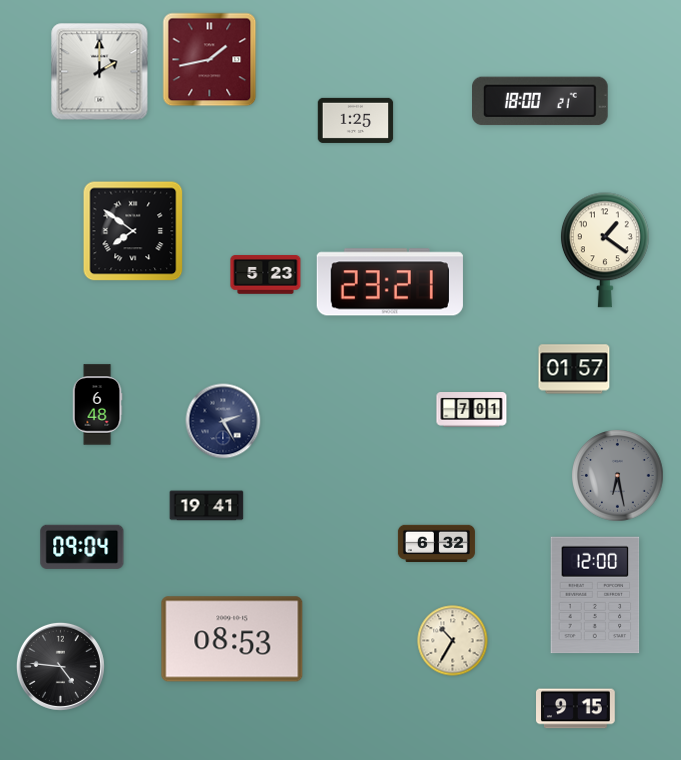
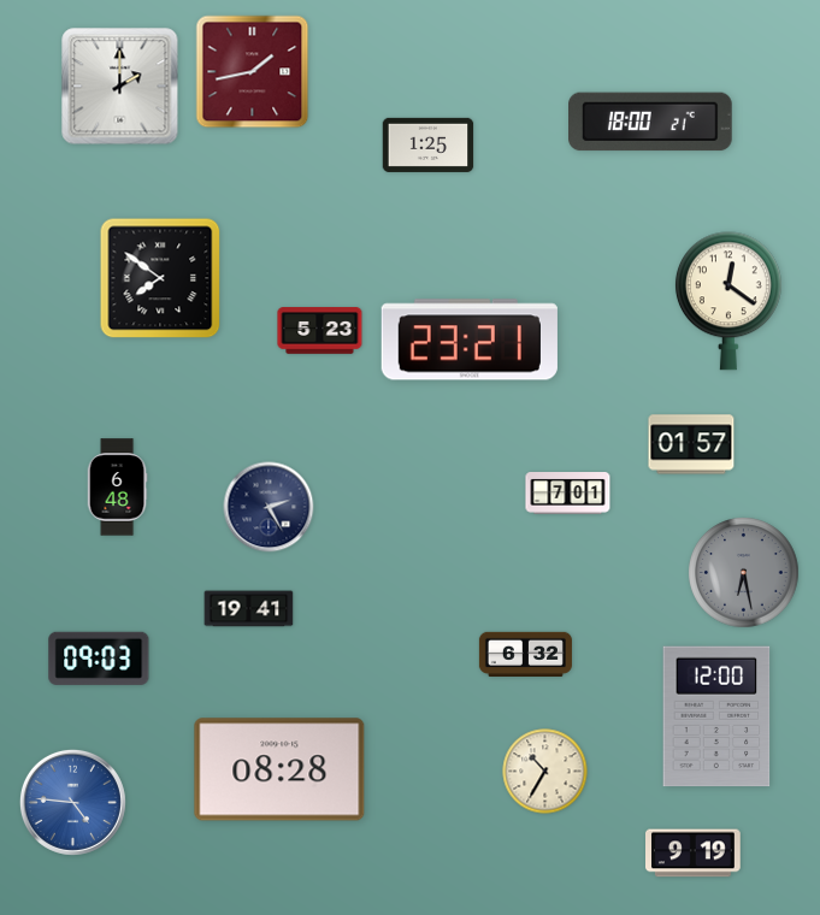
clock at (605, 250): 1:21 -> 12:21
clock at (82, 547): 09:04 -> 09:03
clock at (232, 639): 08:53 -> 08:28
clock at (60, 666) dial: black -> blue
clock at (576, 709): 9:15 -> 9:19
